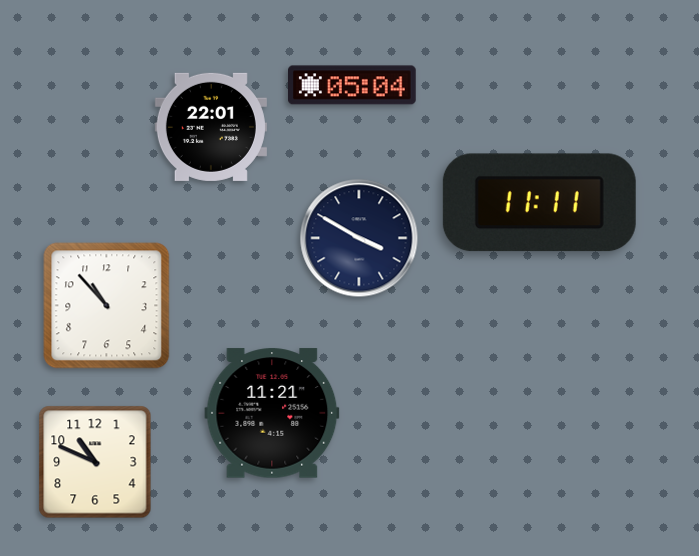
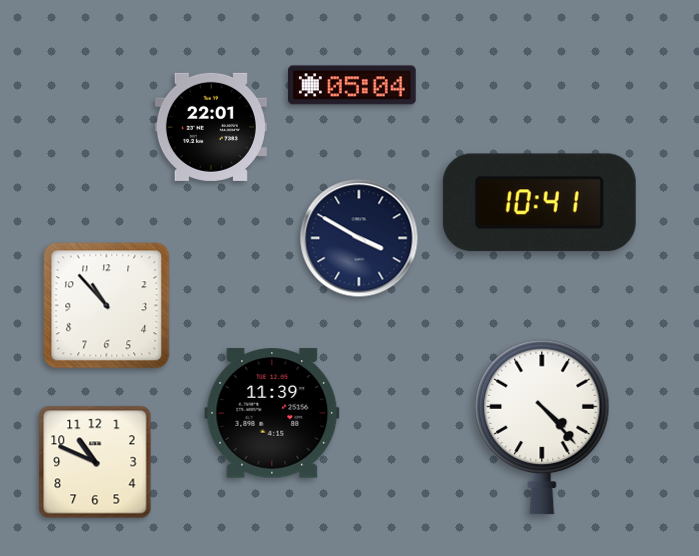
clock at (539, 203): 11:11 -> 10:41
clock at (272, 413): 11:21 -> 11:39
clock at (542, 427): none -> 4:23
